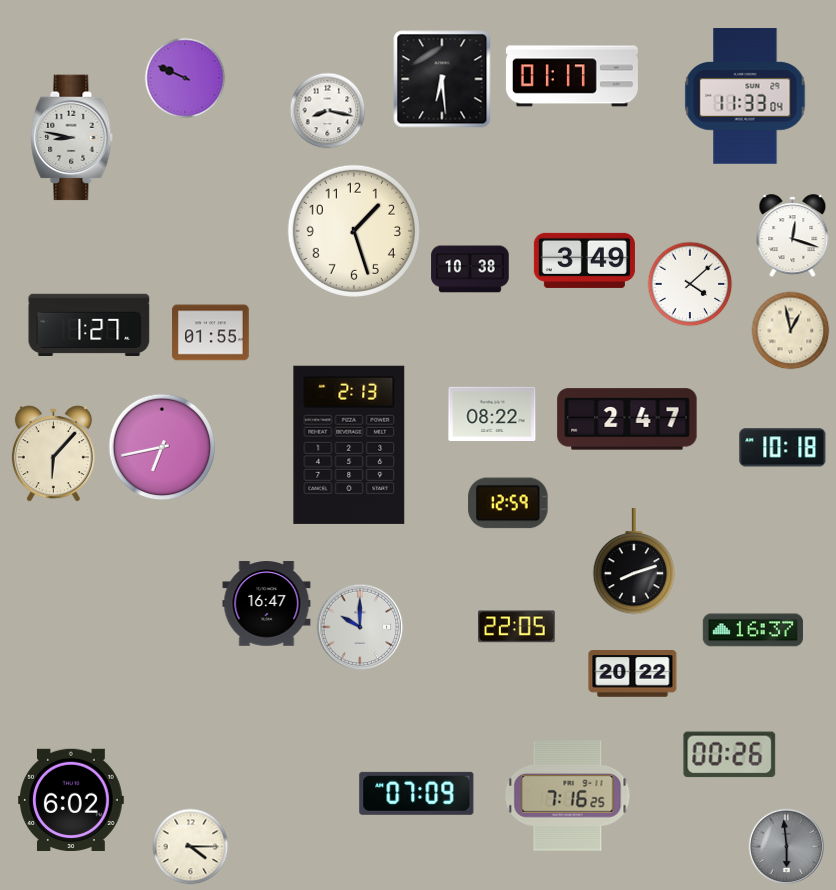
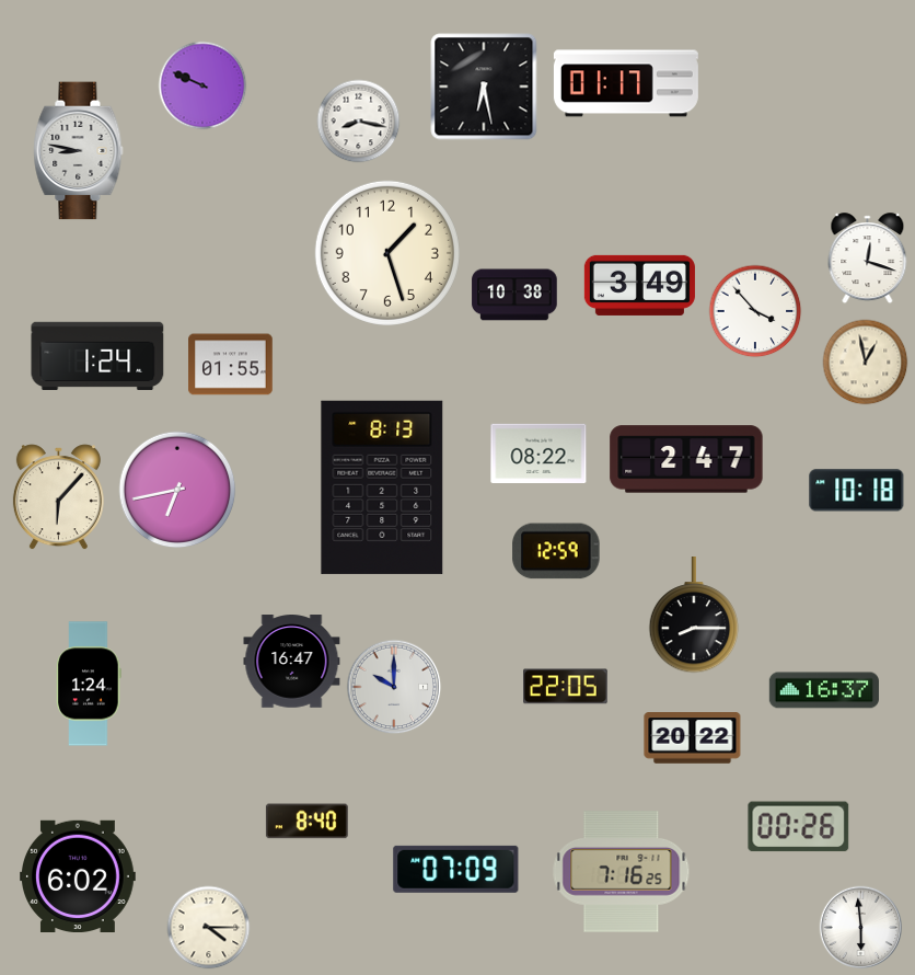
clock at (442, 79): 6:29 -> 6:28
clock at (745, 96): 11:33 -> none
clock at (690, 284): 4:08 -> 3:53
clock at (89, 324): 1:27 -> 1:24
clock at (349, 445): 2:13 -> 8:13
clock at (634, 562): 8:12 -> 8:15
clock at (89, 684): none -> 1:24
clock at (306, 822): none -> 8:40
clock at (787, 847) dial: grey -> white
